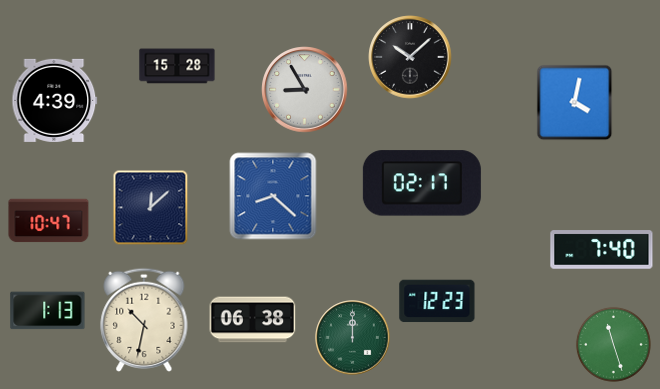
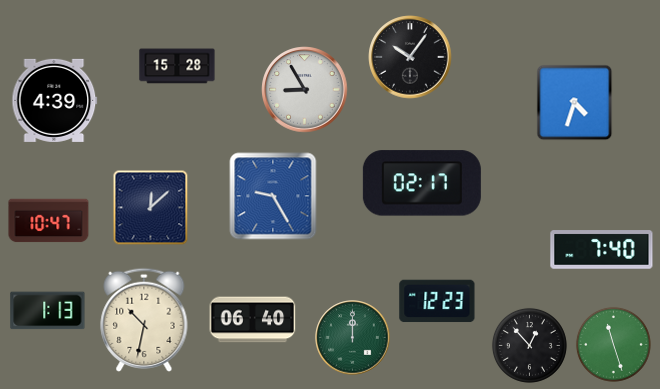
clock at (410, 57): 10:08 -> 10:06
clock at (575, 103): 4:02 -> 4:33
clock at (273, 196): 8:22 -> 9:25
clock at (253, 320): 06:38 -> 06:40
clock at (529, 345): none -> 12:53
